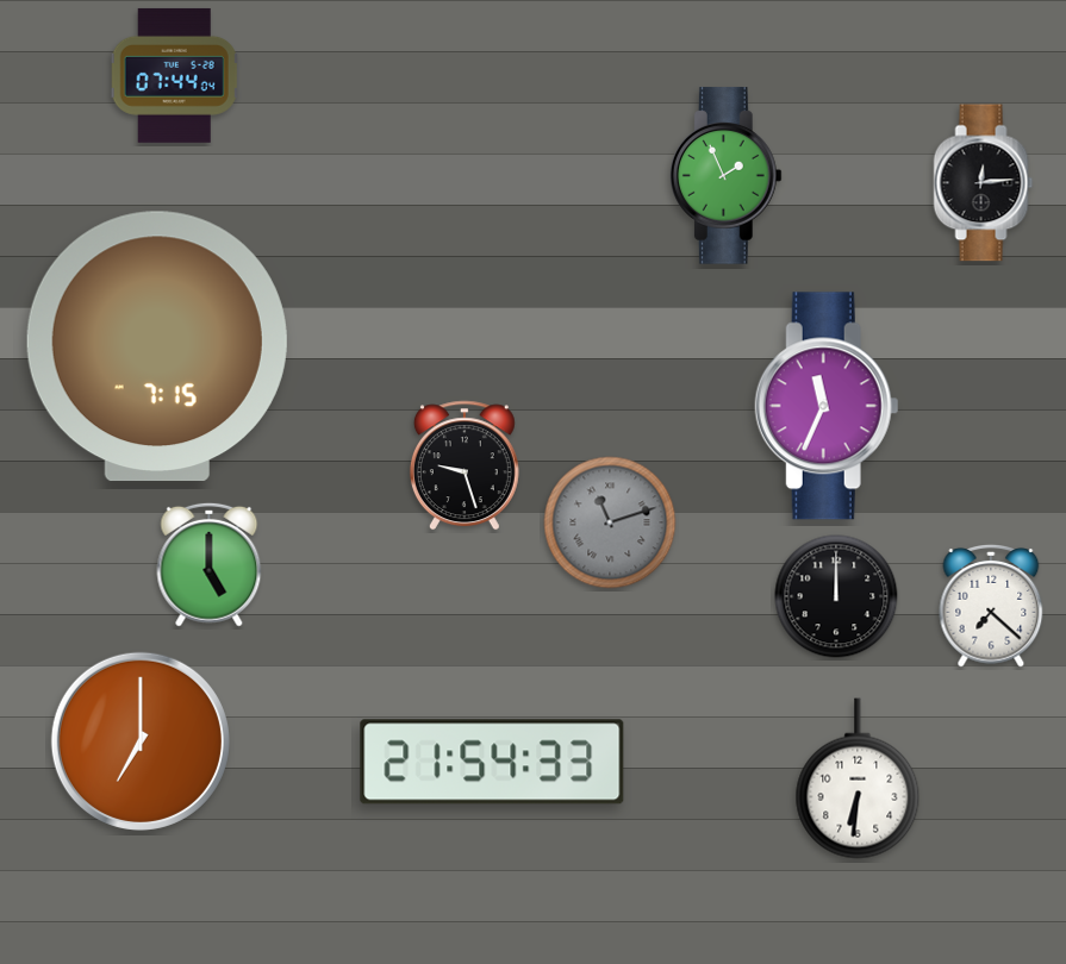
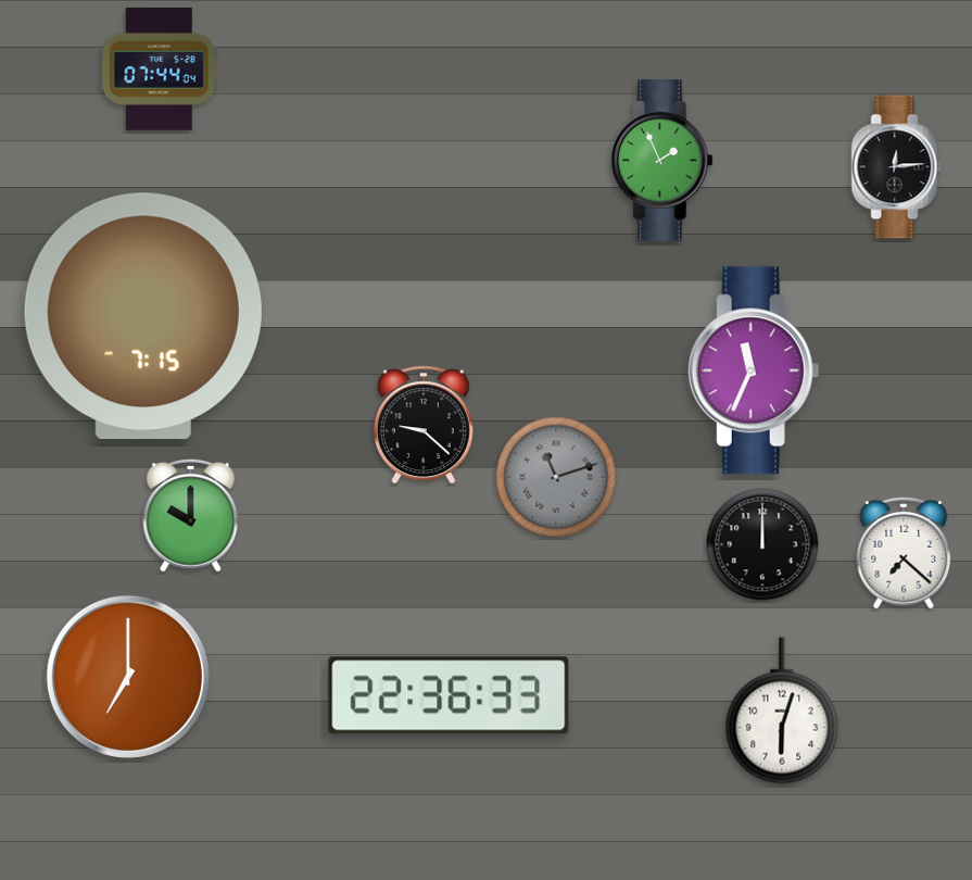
clock at (465, 465): 9:27 -> 9:22
clock at (210, 564): 5:00 -> 10:00
clock at (492, 762): 21:54 -> 22:36
clock at (858, 778): 6:31 -> 6:03
